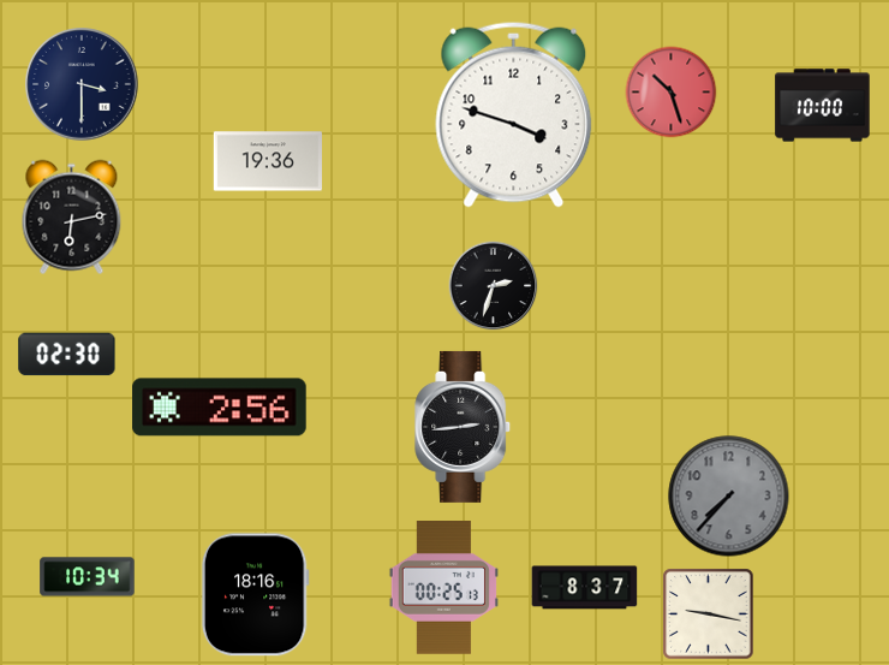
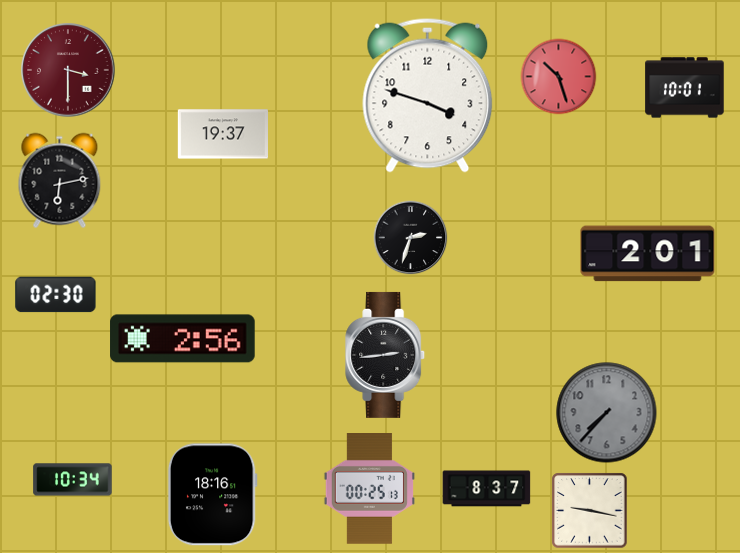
clock at (82, 84) dial: navy -> burgundy
clock at (823, 106): 10:00 -> 10:01
clock at (267, 161): 19:36 -> 19:37
clock at (648, 254): none -> 2:01
